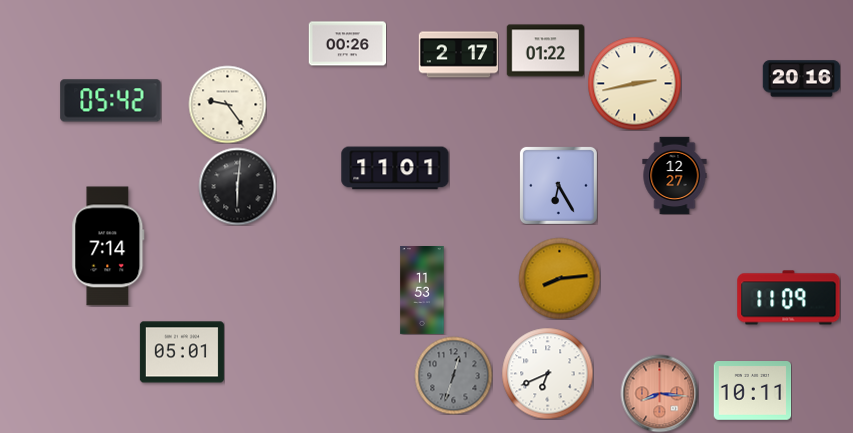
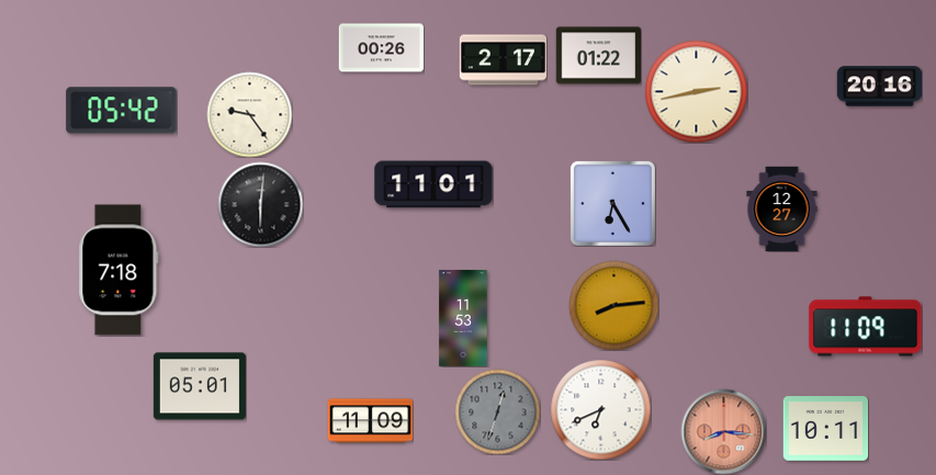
clock at (675, 175) position: (675, 175) -> (782, 208)
clock at (108, 246): 7:14 -> 7:18
clock at (370, 421): none -> 11:09
